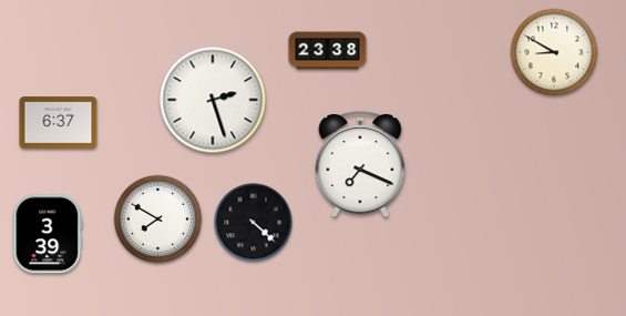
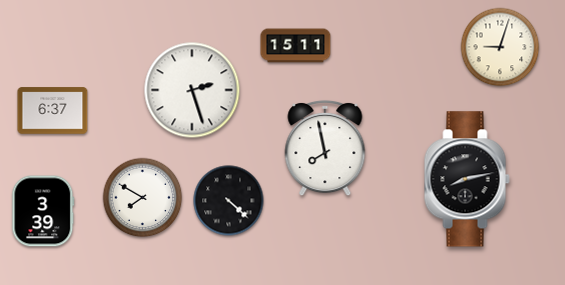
clock at (328, 51): 23:38 -> 15:11
clock at (554, 52): 8:50 -> 9:03
clock at (360, 164): 7:19 -> 7:58
clock at (467, 179): none -> 8:13
